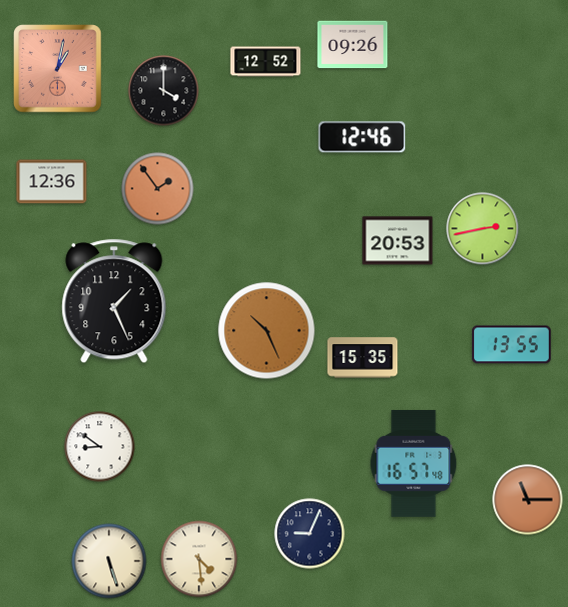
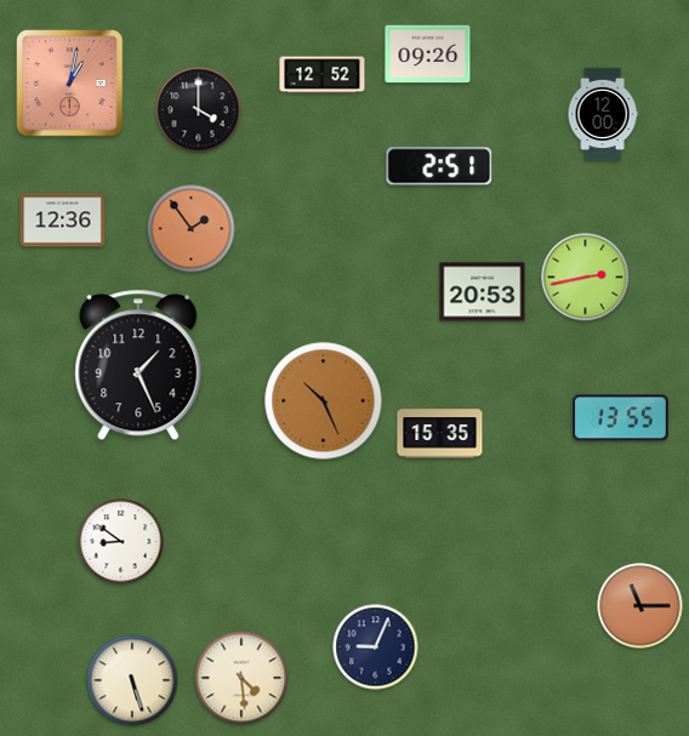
clock at (603, 114): none -> 12:00
clock at (362, 137): 12:46 -> 2:51
clock at (414, 463): 16:57 -> none
